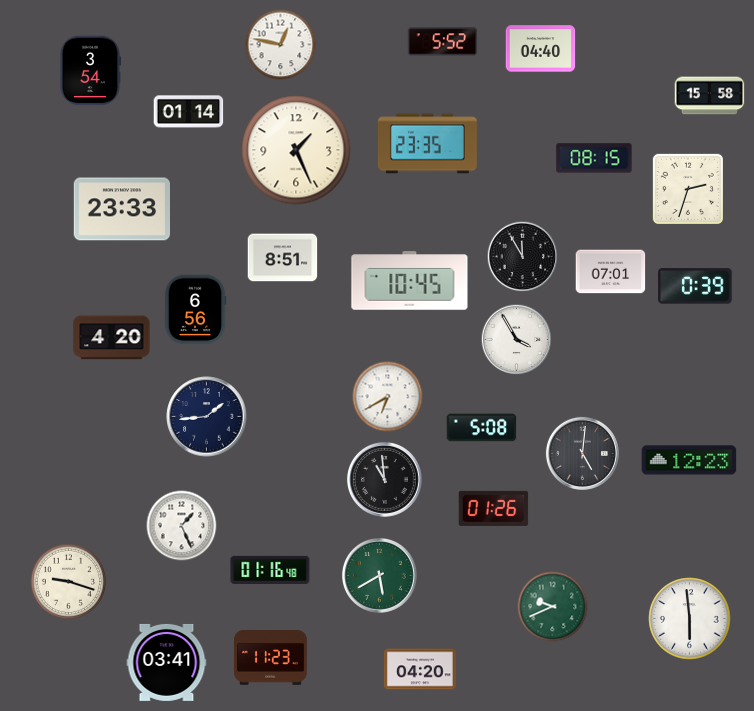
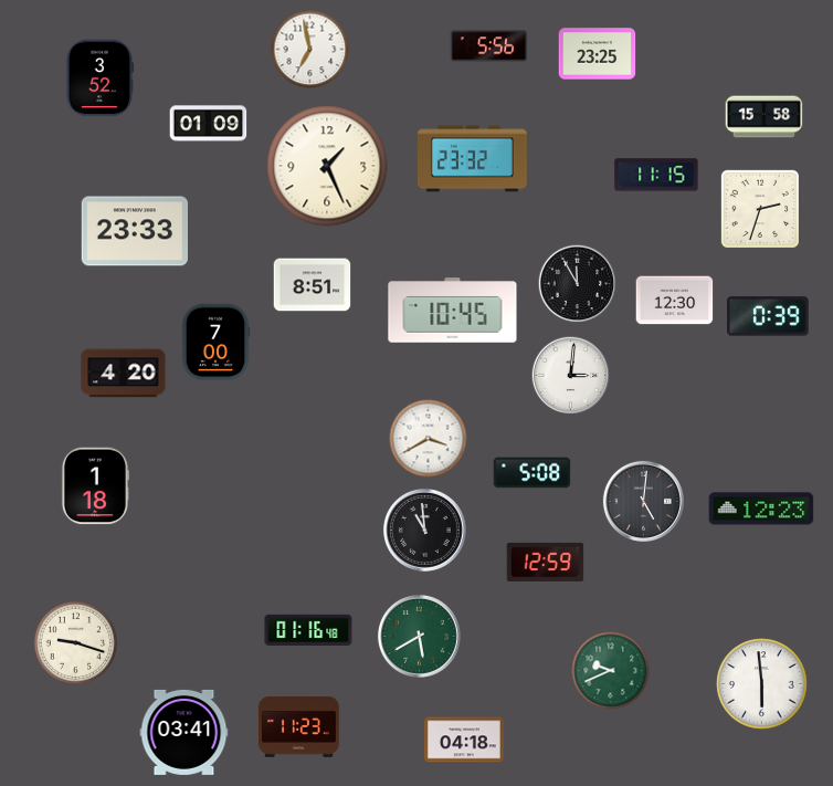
clock at (443, 42): 5:52 -> 5:56
clock at (281, 45): 12:47 -> 6:58
clock at (541, 49): 04:40 -> 23:25
clock at (90, 71): 3:54 -> 3:52
clock at (710, 96) position: (710, 96) -> (765, 117)
clock at (189, 112): 01:14 -> 01:09
clock at (427, 144): 23:35 -> 23:32
clock at (594, 158): 08:15 -> 11:15
clock at (611, 272): 07:01 -> 12:30
clock at (195, 310): 6:56 -> 7:00
clock at (517, 340): 3:55 -> 3:01
clock at (388, 397): 6:40 -> 3:40
clock at (207, 417): 1:44 -> none
clock at (95, 486): none -> 1:18
clock at (494, 508): 01:26 -> 12:59
clock at (182, 526): 1:26 -> none
clock at (270, 570) position: (270, 570) -> (308, 630)
clock at (420, 669): 04:20 -> 04:18
